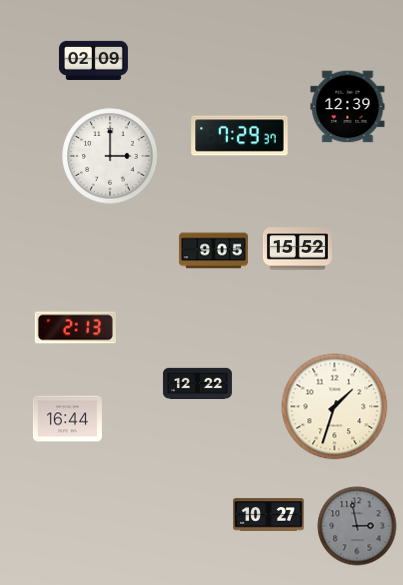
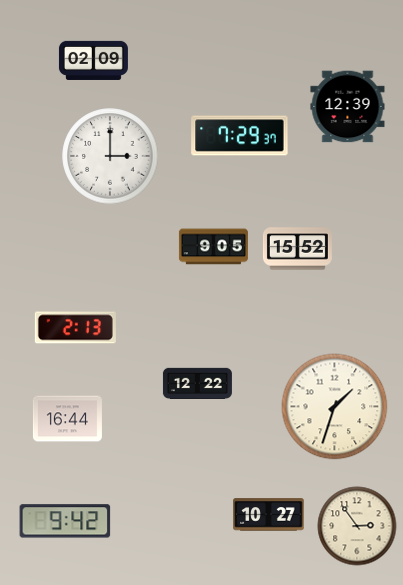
clock at (213, 251) position: (213, 251) -> (213, 247)
clock at (65, 521): none -> 9:42
clock at (357, 526): 2:58 -> 2:54
clock at (357, 526) dial: grey -> cream
